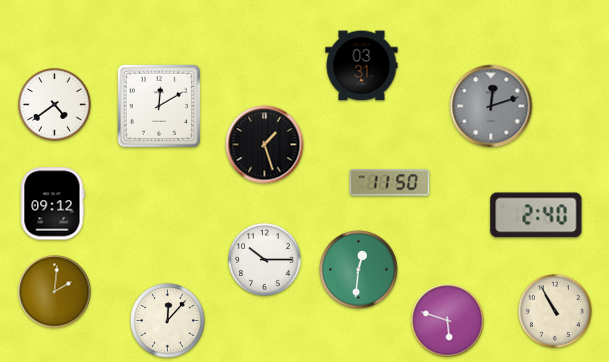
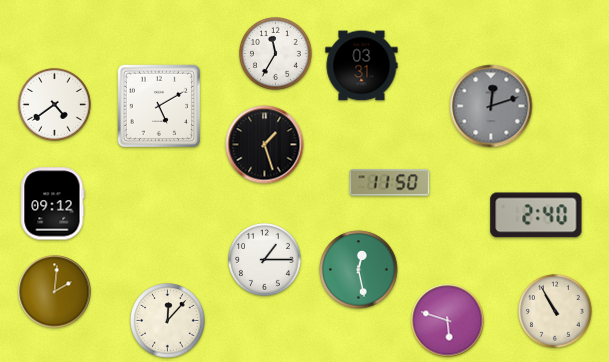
clock at (276, 54): none -> 11:35
clock at (158, 105): 12:10 -> 5:10
clock at (265, 260): 10:15 -> 1:15
clock at (359, 270): 12:31 -> 12:28
